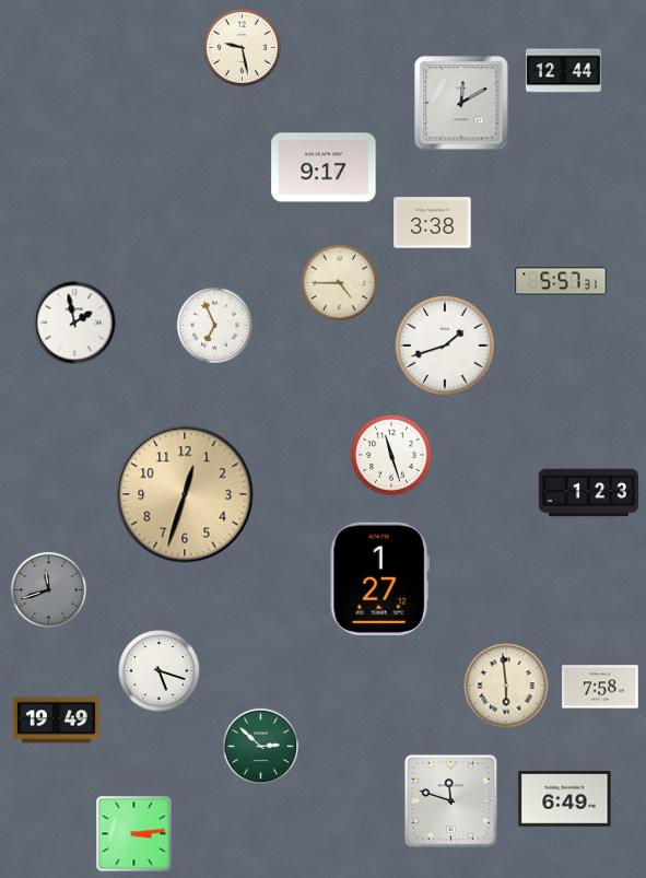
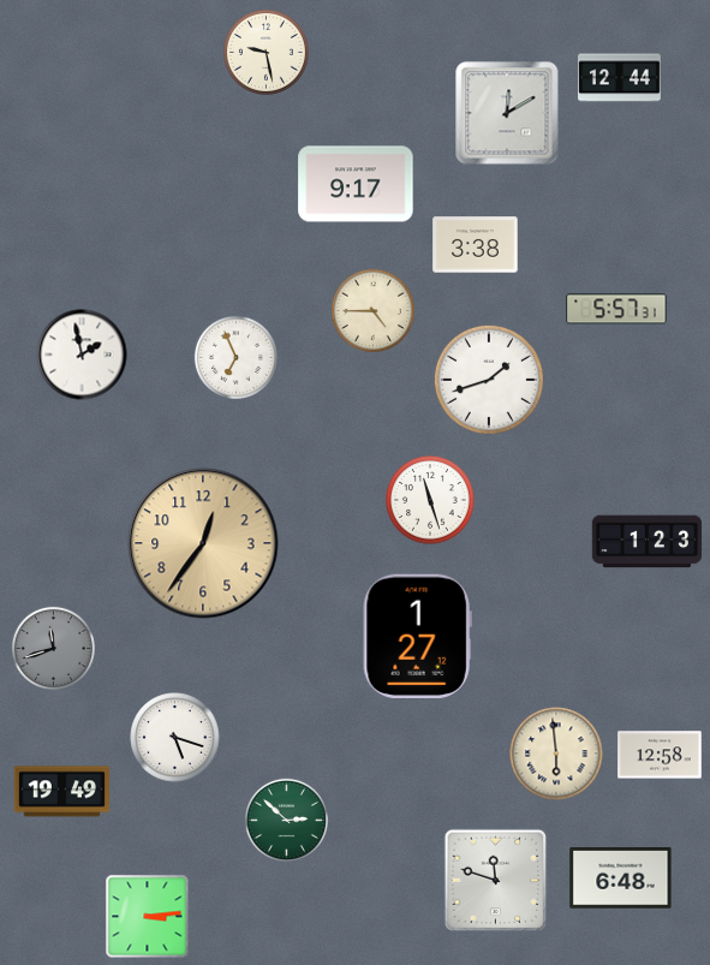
clock at (185, 494): 12:33 -> 12:36
clock at (600, 687): 7:58 -> 12:58
clock at (565, 799): 6:49 -> 6:48
